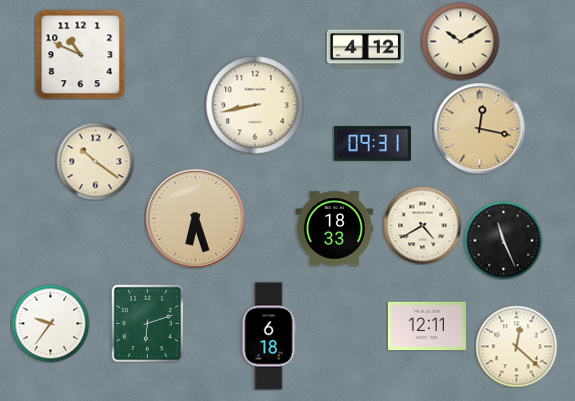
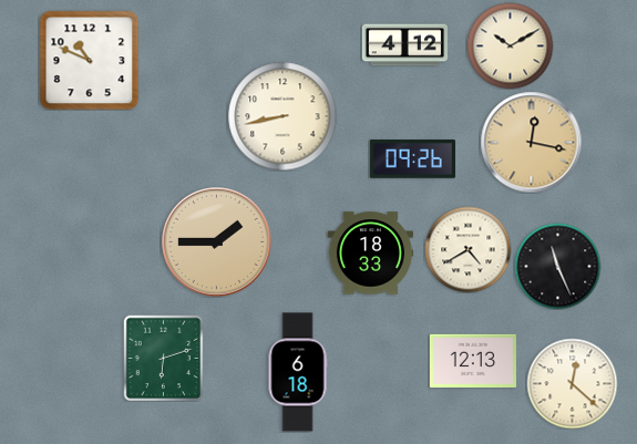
clock at (365, 49) position: (365, 49) -> (404, 45)
clock at (372, 144): 09:31 -> 09:26
clock at (95, 161): 10:21 -> none
clock at (196, 219): 6:27 -> 1:45
clock at (50, 323): 9:36 -> none
clock at (427, 325): 12:11 -> 12:13
